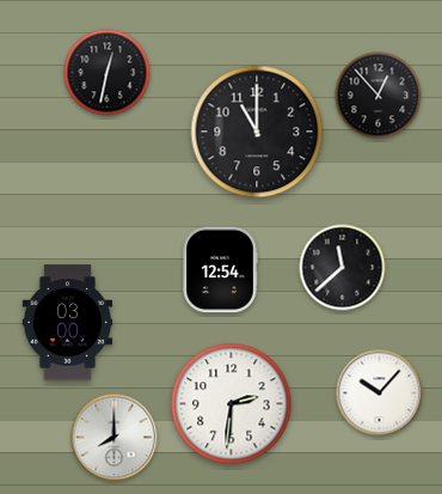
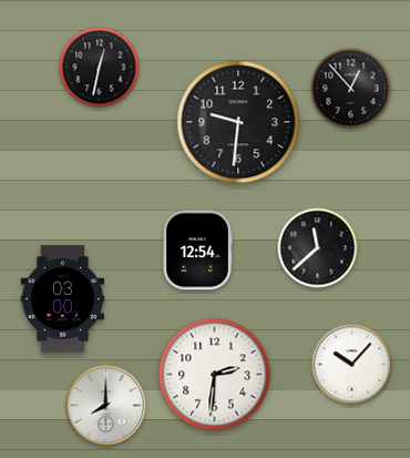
clock at (257, 132): 11:00 -> 9:31
clock at (220, 270) position: (220, 270) -> (197, 251)
